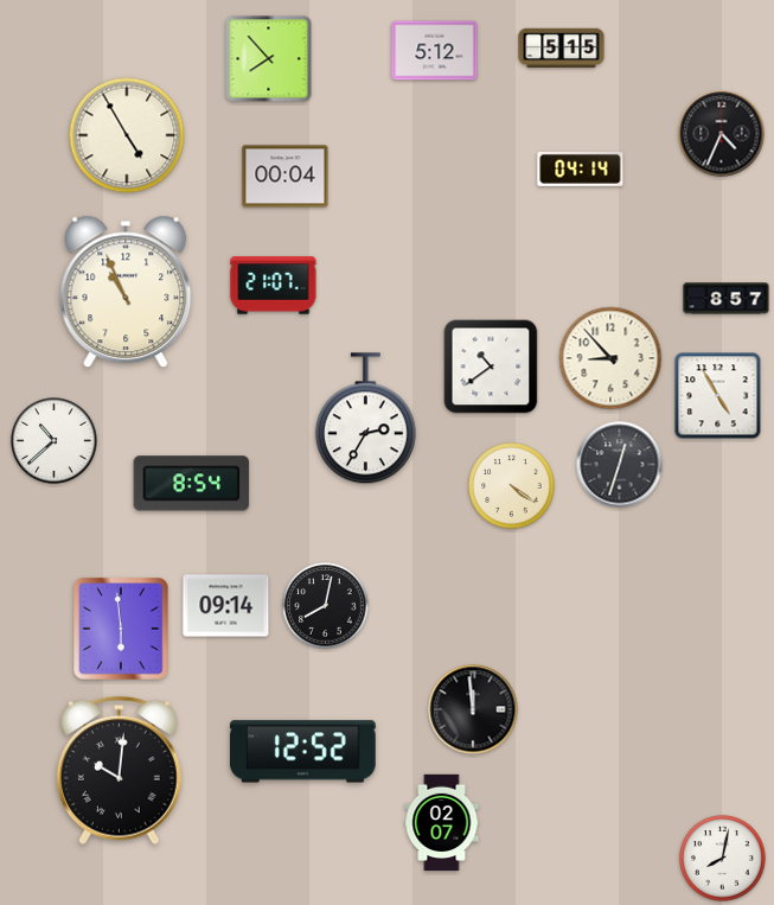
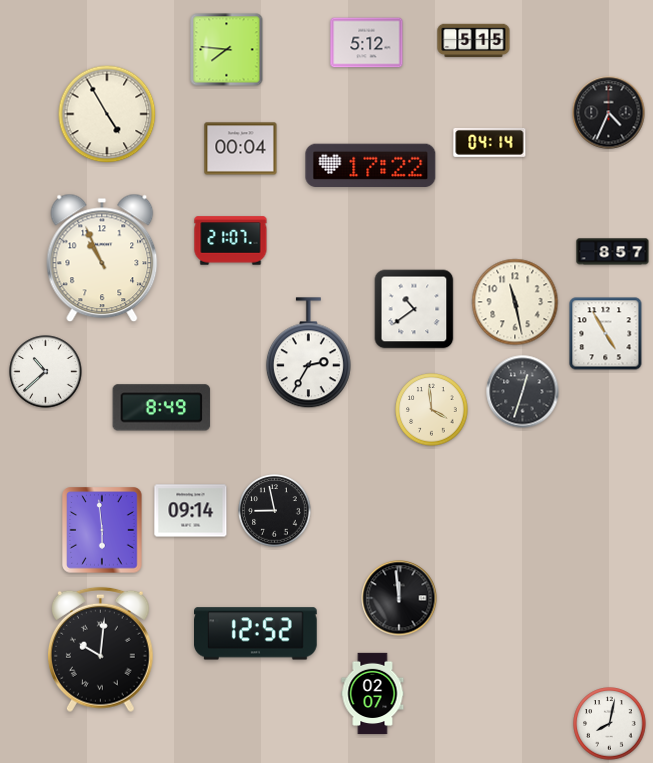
clock at (269, 59): 7:53 -> 7:46
clock at (371, 165): none -> 17:22
clock at (126, 292) position: (126, 292) -> (102, 258)
clock at (610, 358): 8:53 -> 11:28
clock at (192, 484): 8:54 -> 8:49
clock at (512, 486): 4:21 -> 3:59
clock at (326, 606): 8:02 -> 8:58
